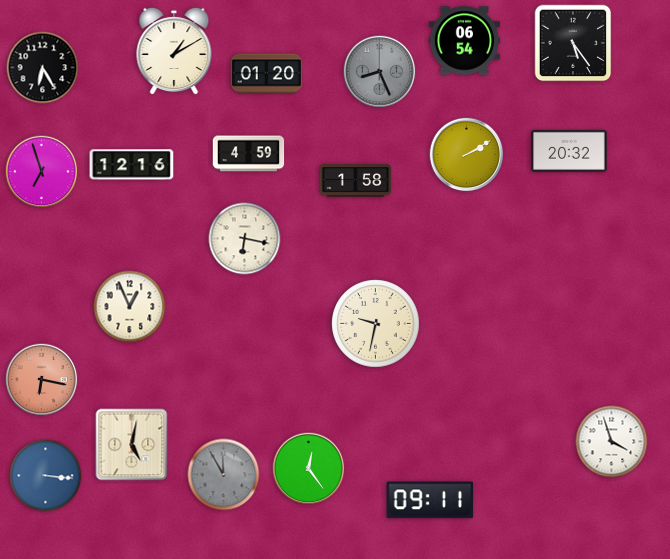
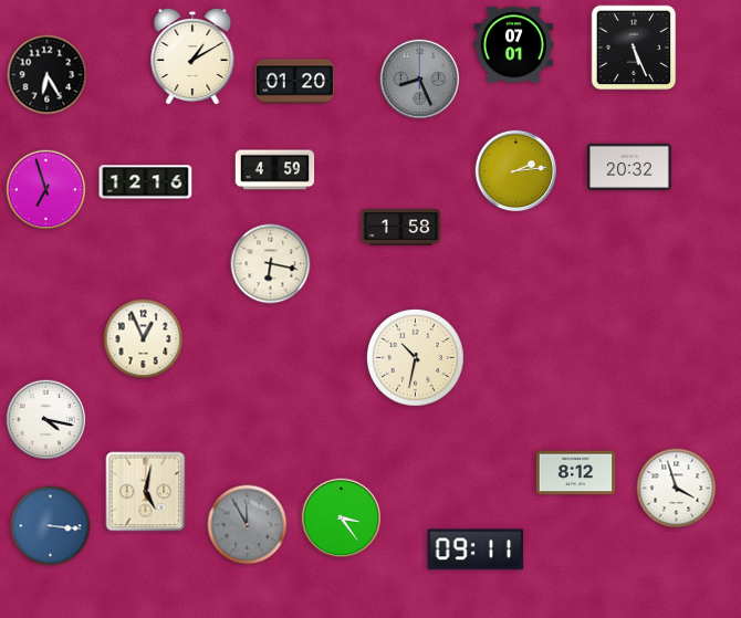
clock at (465, 41): 06:54 -> 07:01
clock at (573, 43): 5:24 -> 5:26
clock at (467, 155): 2:10 -> 2:14
clock at (356, 181) position: (356, 181) -> (401, 228)
clock at (376, 324): 9:32 -> 10:32
clock at (42, 380): 6:17 -> 4:17
clock at (42, 380) dial: salmon -> white
clock at (576, 473): none -> 8:12
clock at (309, 469): 12:24 -> 3:24
clock at (430, 500) position: (430, 500) -> (476, 549)
